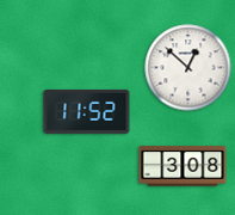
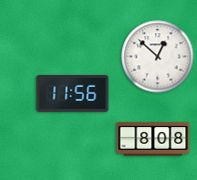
clock at (87, 111): 11:52 -> 11:56
clock at (183, 166): 3:08 -> 8:08
